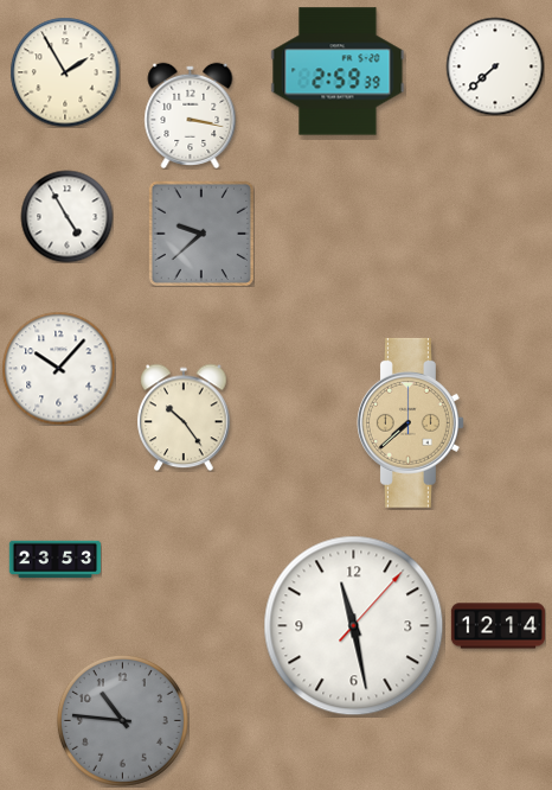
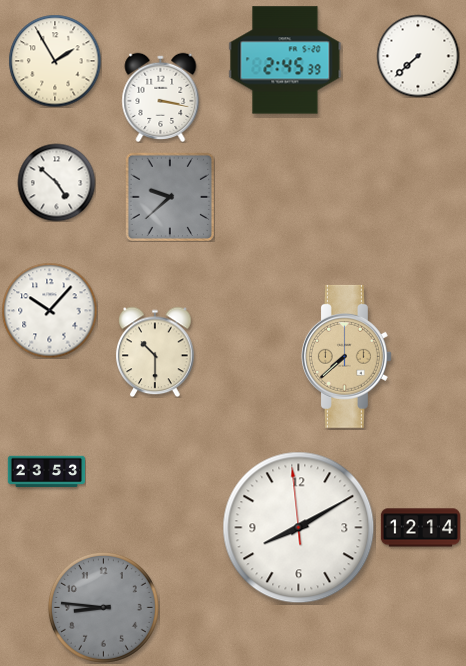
clock at (338, 71): 2:59 -> 2:45
clock at (66, 216): 4:55 -> 4:52
clock at (184, 418): 10:24 -> 10:30
clock at (354, 626): 11:28 -> 8:09
clock at (122, 720): 10:46 -> 8:46
